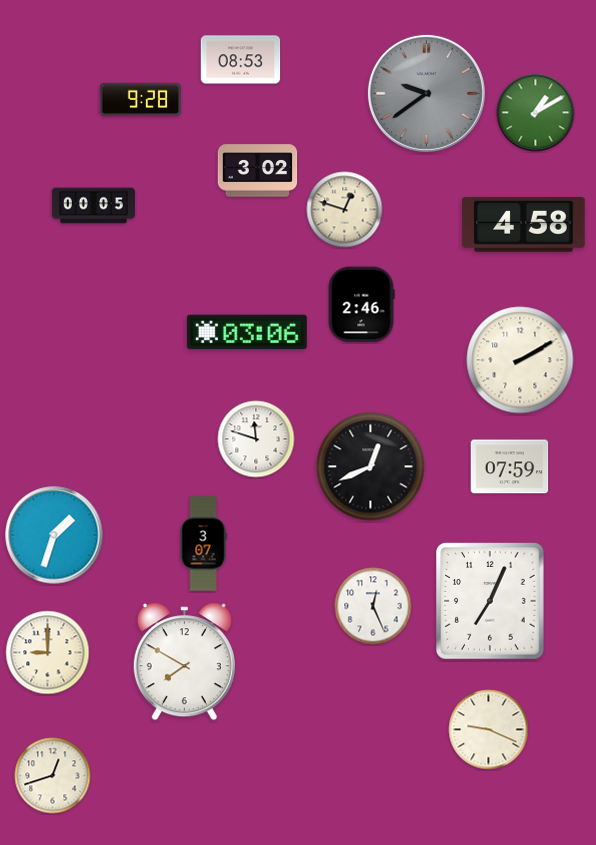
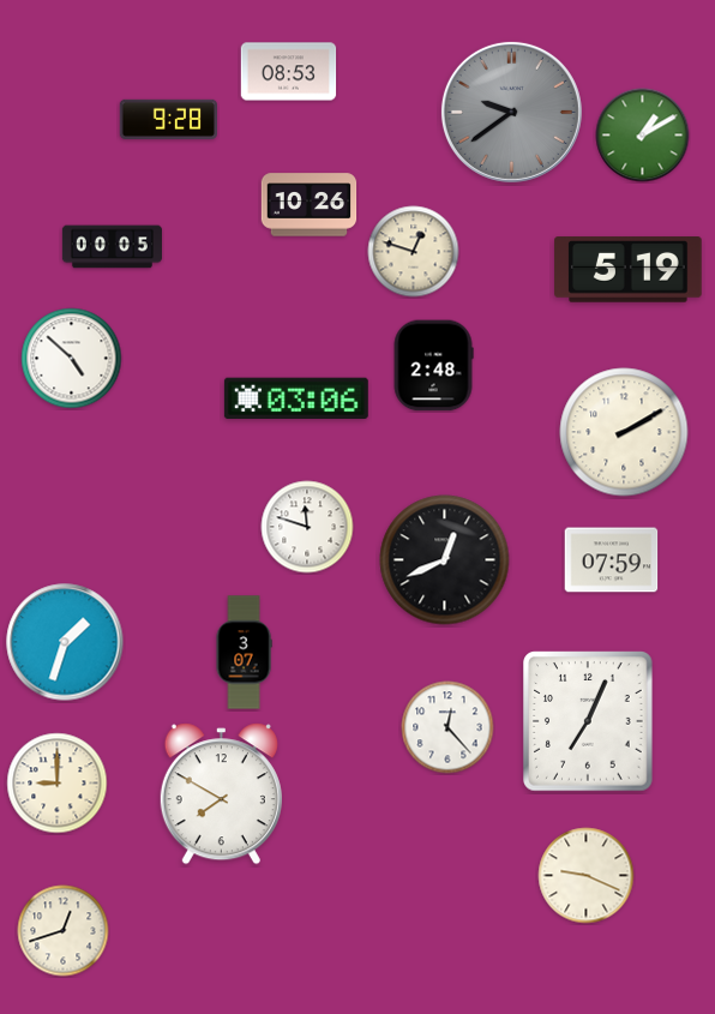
clock at (258, 171): 3:02 -> 10:26
clock at (524, 225): 4:58 -> 5:19
clock at (72, 359): none -> 4:52
clock at (361, 305): 2:46 -> 2:48
clock at (373, 606): 12:26 -> 12:23
